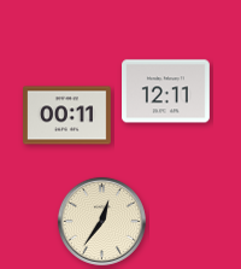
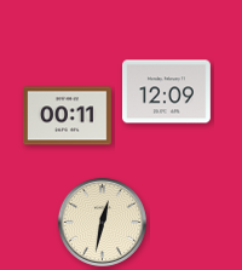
clock at (166, 92): 12:11 -> 12:09
clock at (101, 221): 12:36 -> 12:32
